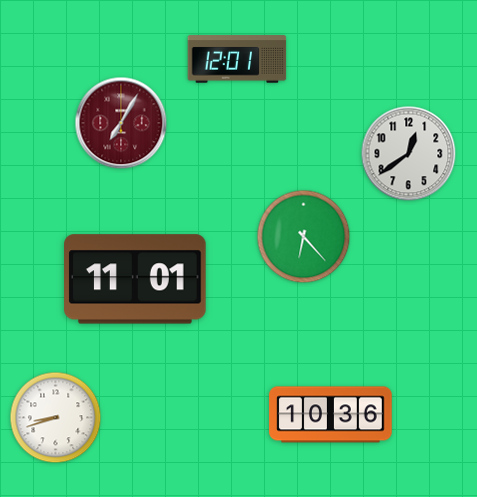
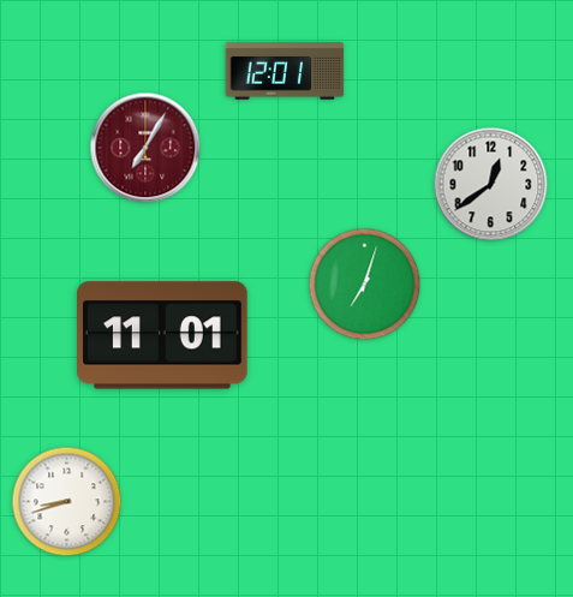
clock at (304, 237): 6:23 -> 7:03
clock at (331, 415): 10:36 -> none
